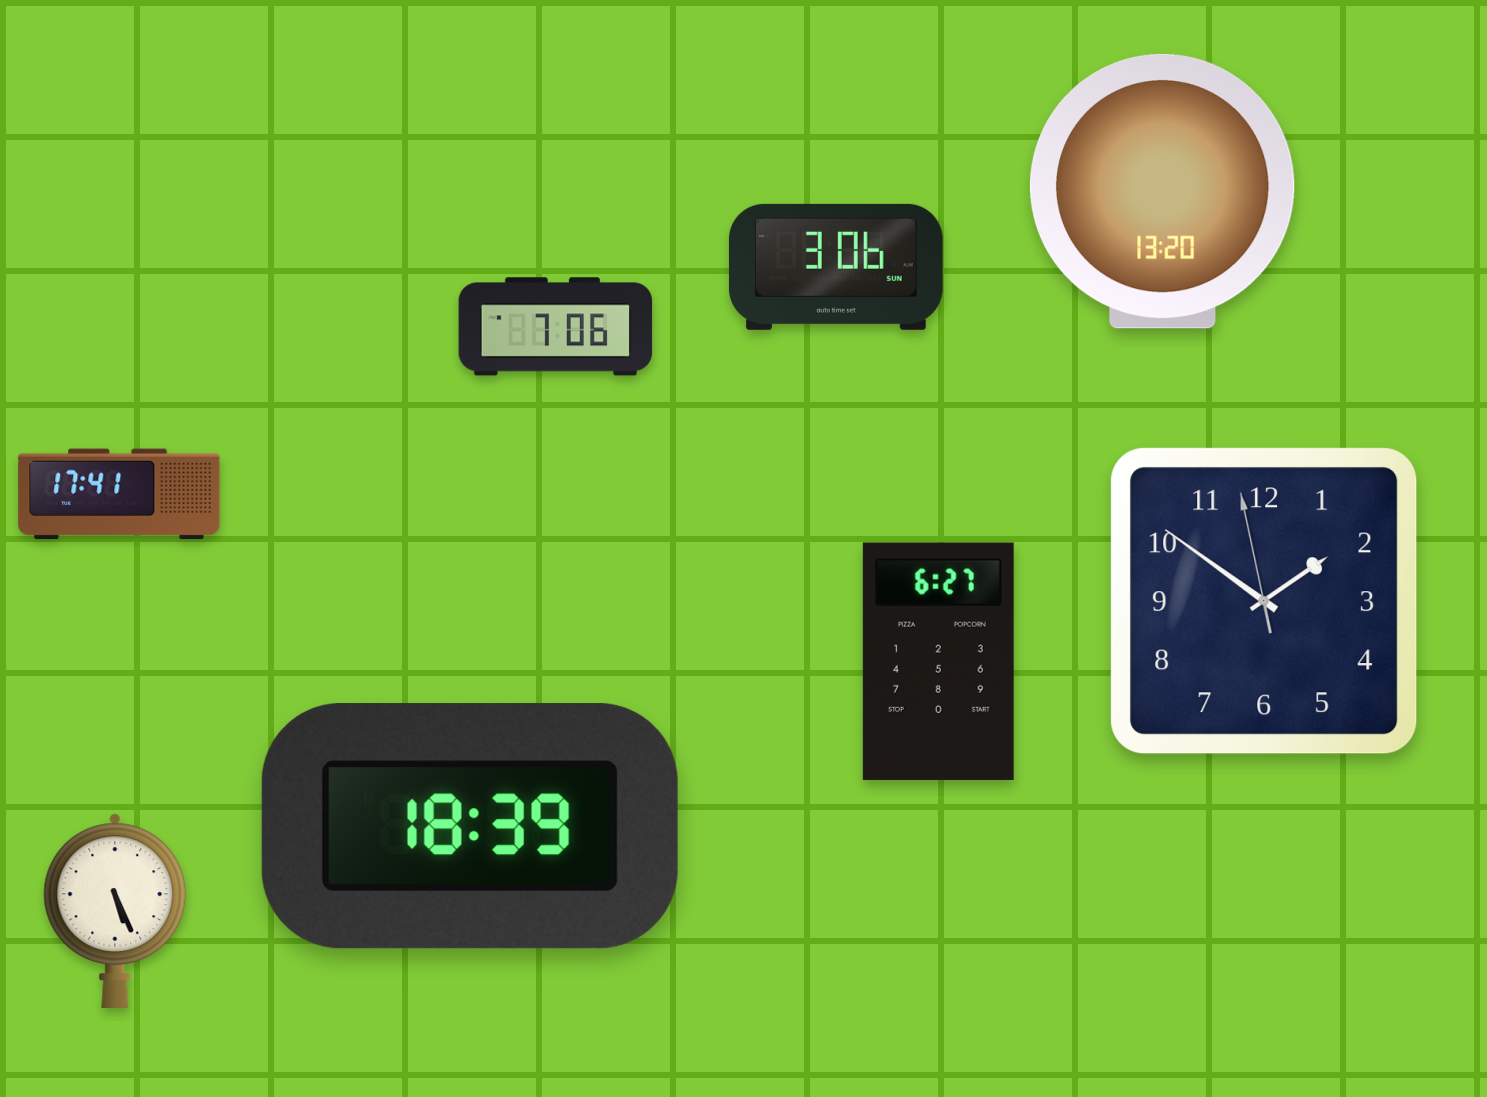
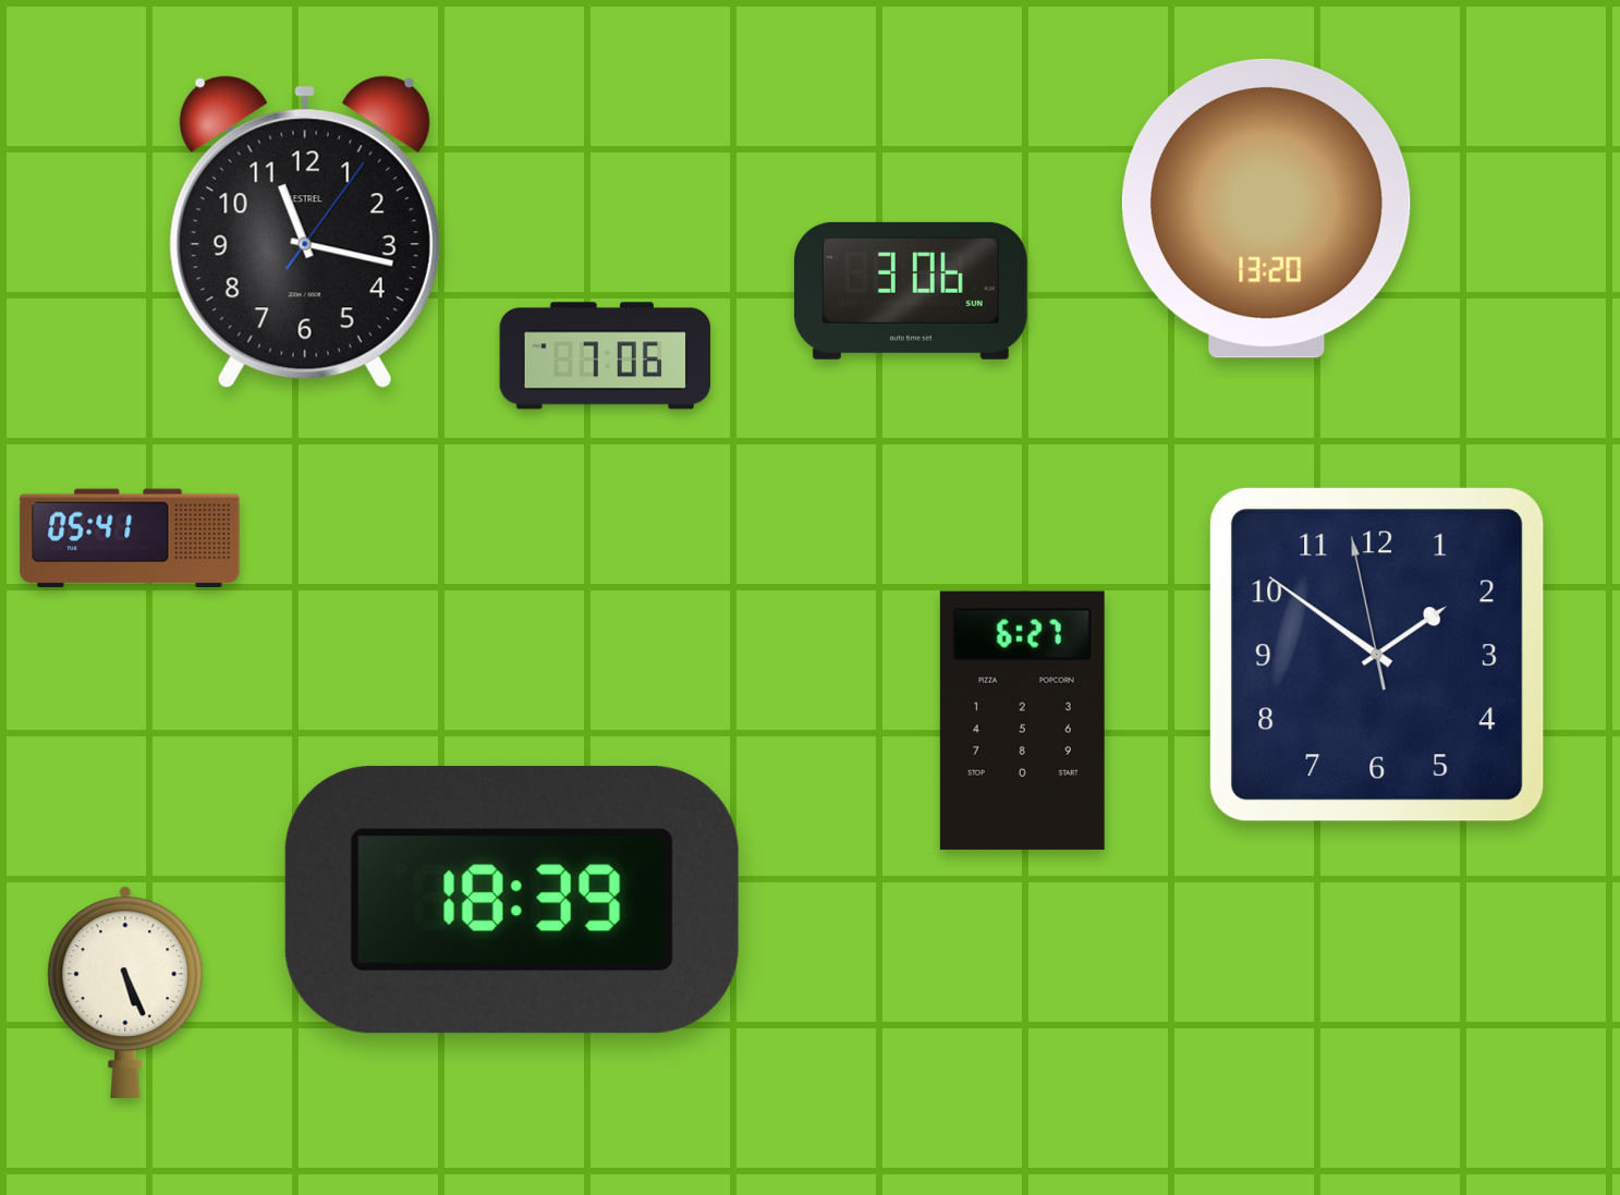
clock at (305, 232): none -> 11:17
clock at (119, 494): 17:41 -> 05:41
